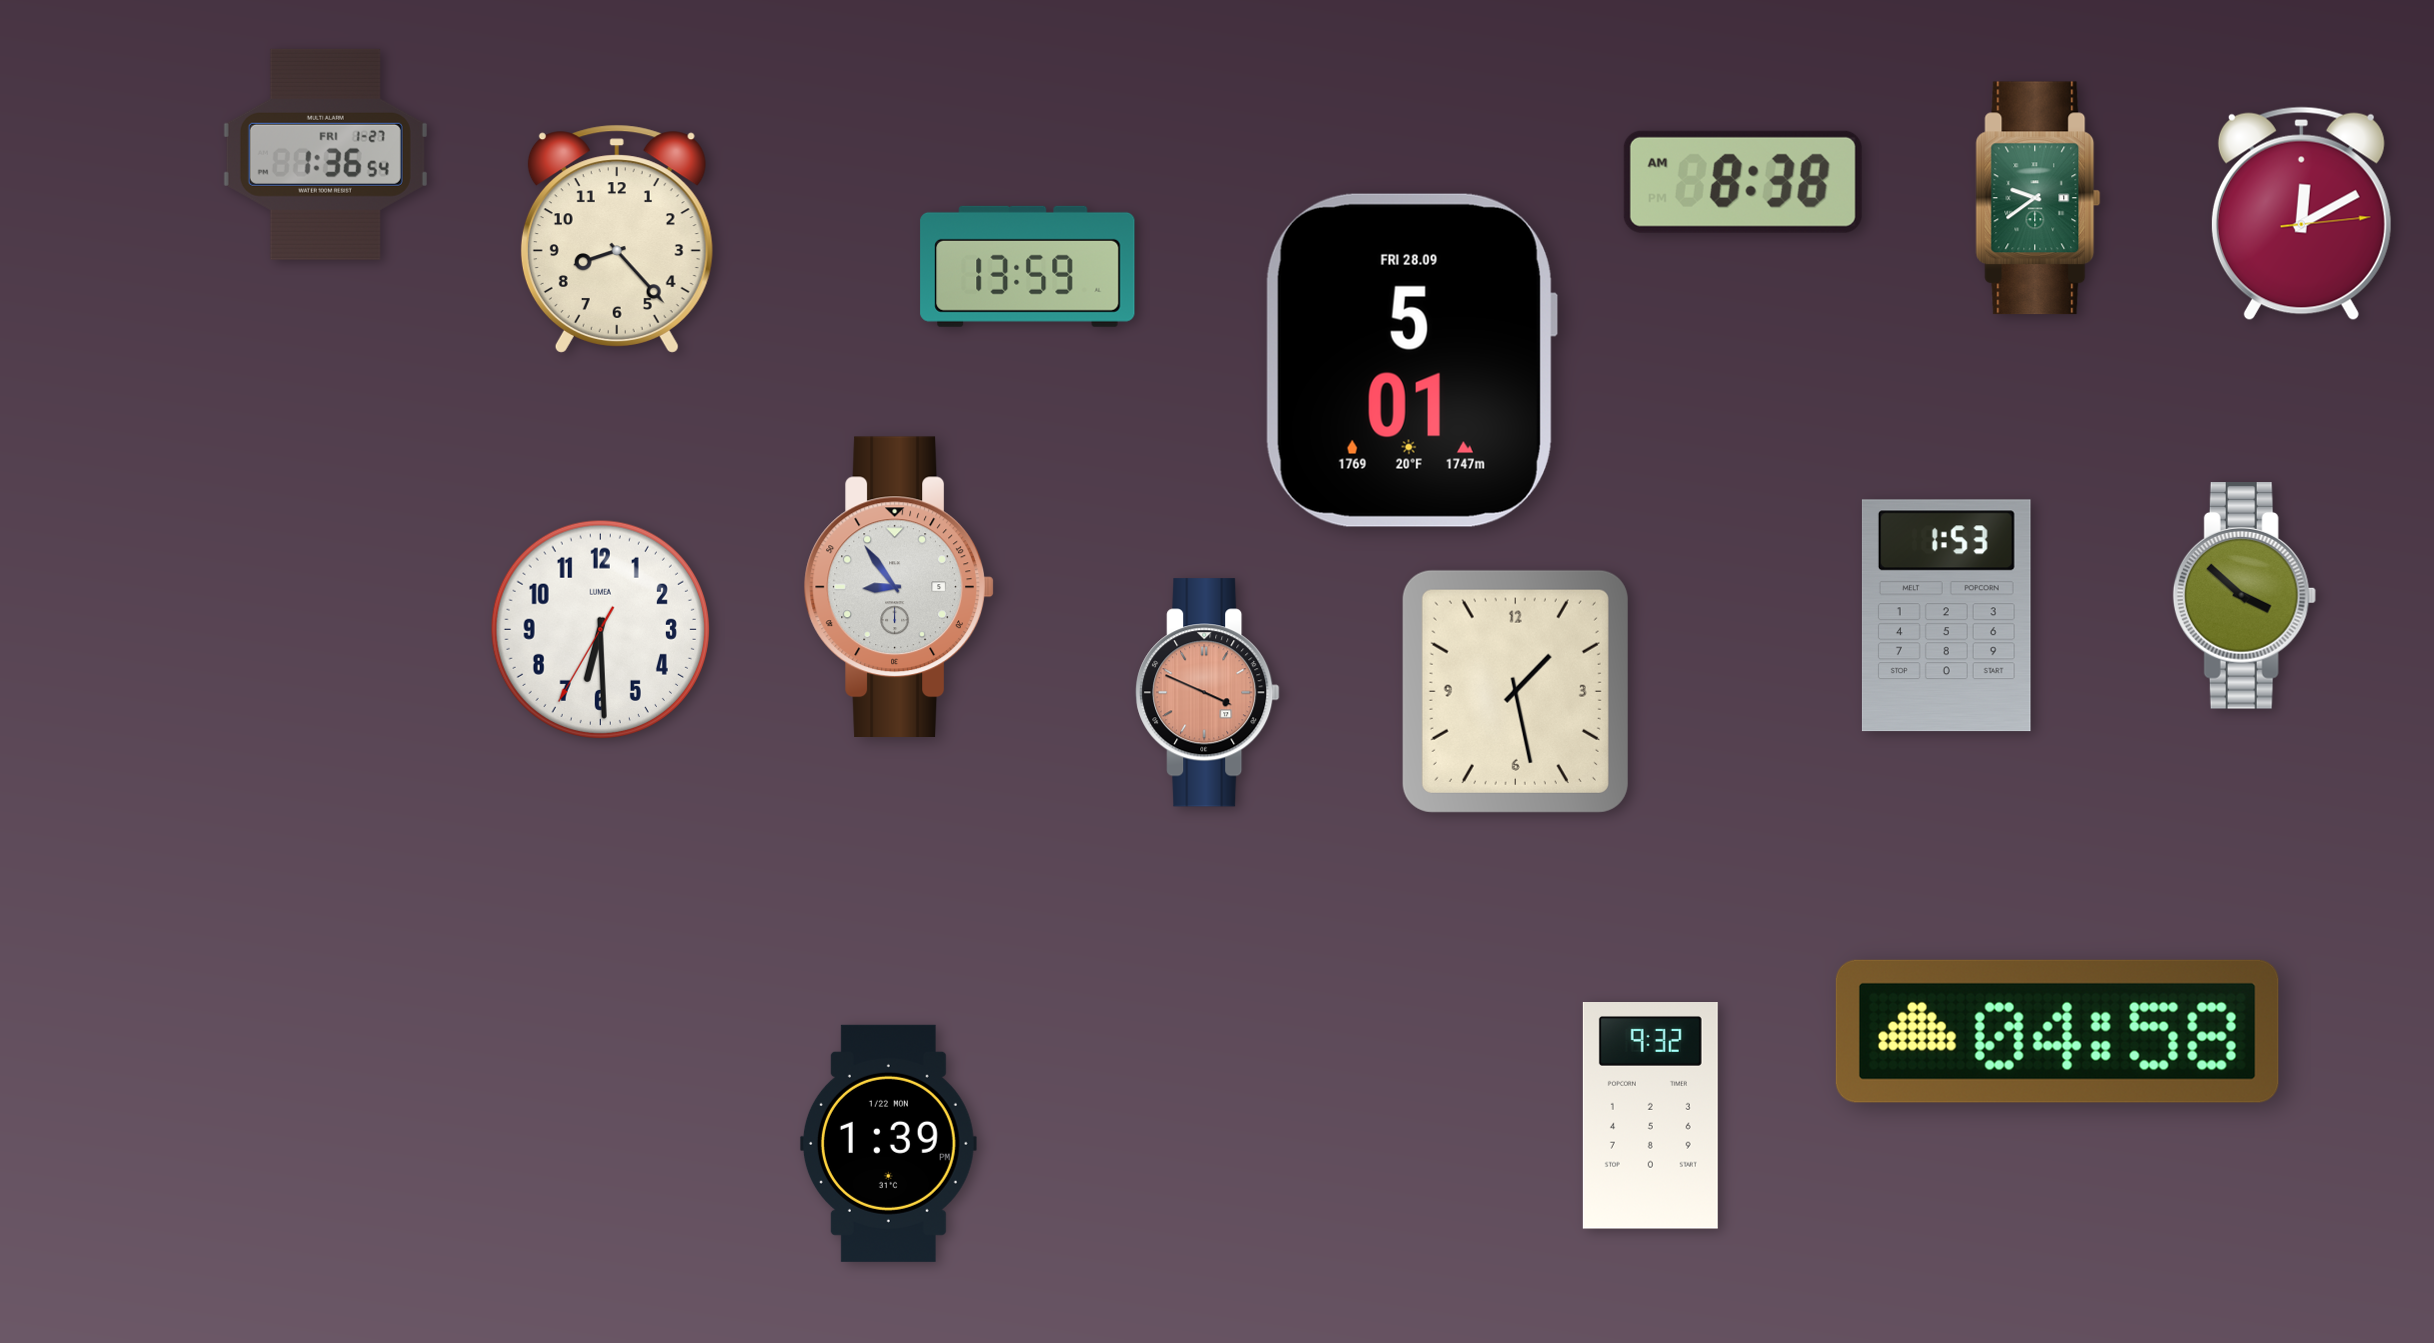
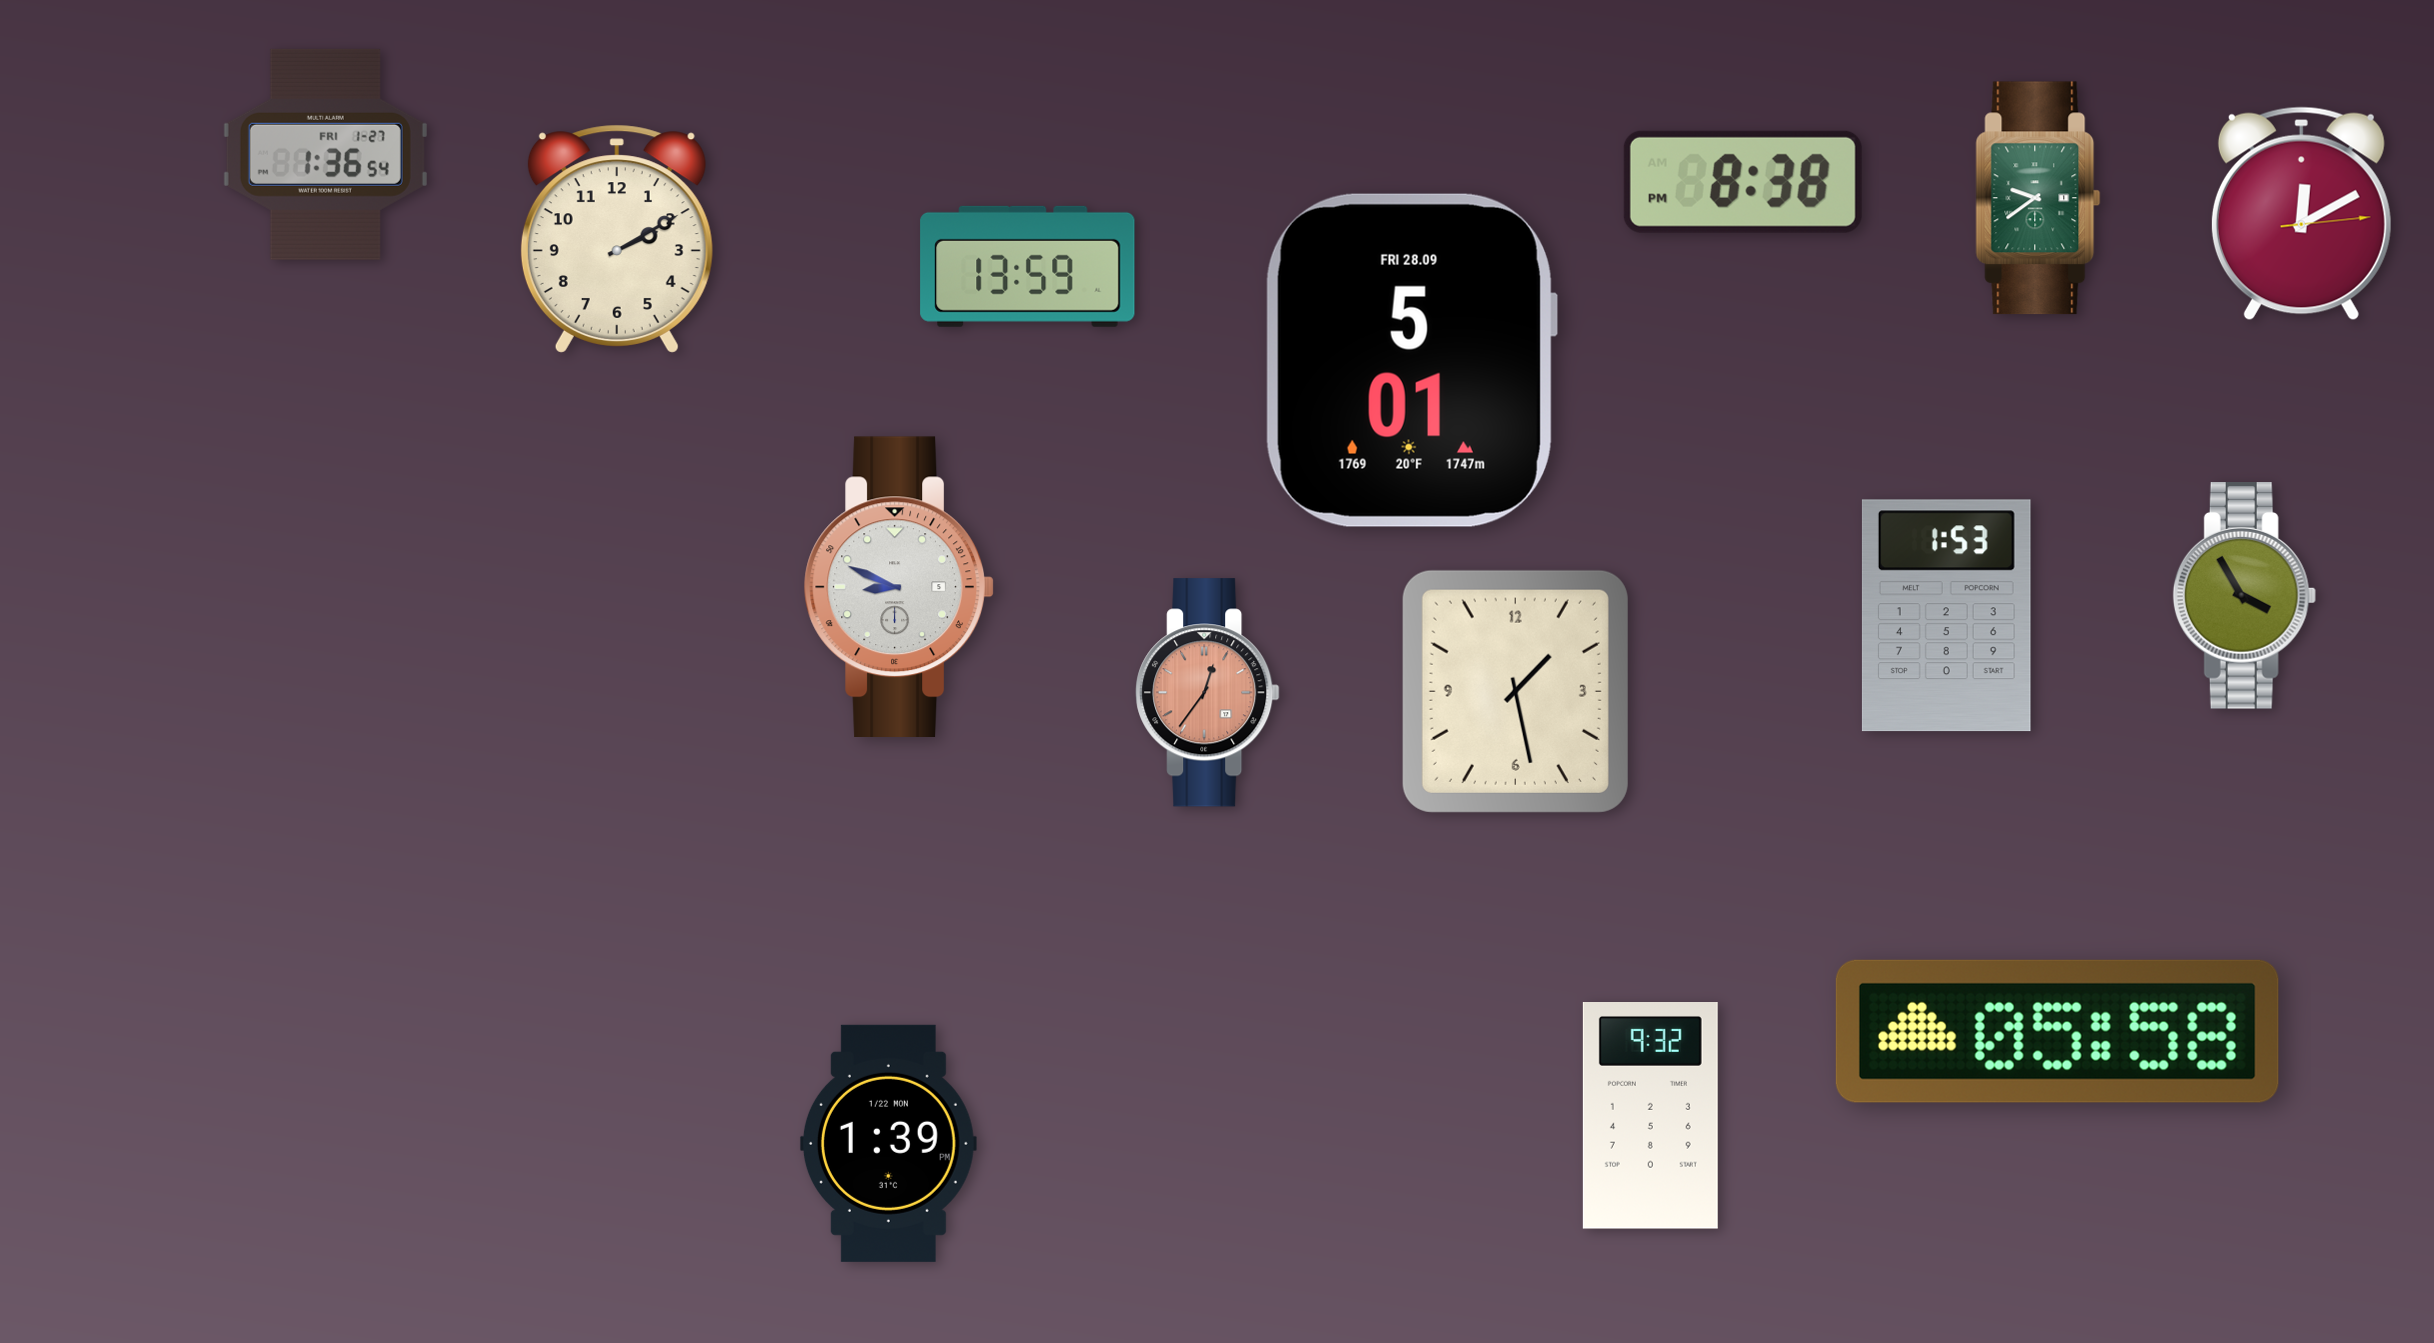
clock at (1743, 182): 8:38 AM -> 8:38 PM
clock at (617, 239): 8:23 -> 2:10
clock at (899, 586): 8:54 -> 8:49
clock at (2244, 596): 3:52 -> 3:55
clock at (600, 629): 6:29 -> none
clock at (1208, 693): 3:49 -> 12:36
clock at (2057, 1031): 04:58 -> 05:58
